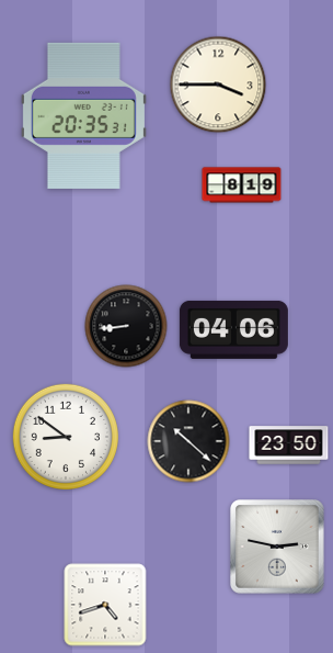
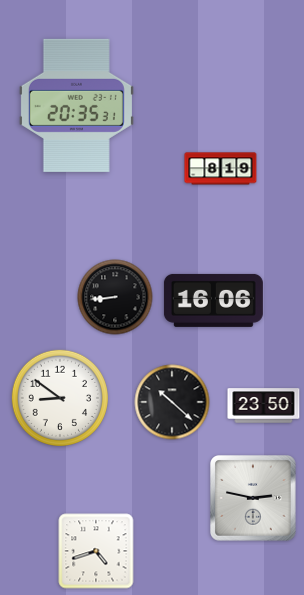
clock at (218, 85): 3:45 -> none
clock at (233, 329): 04:06 -> 16:06
